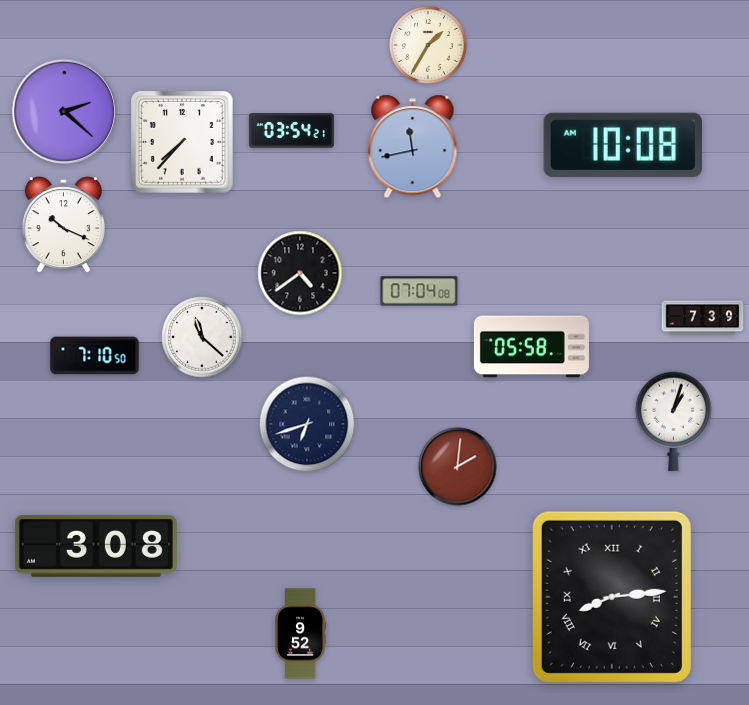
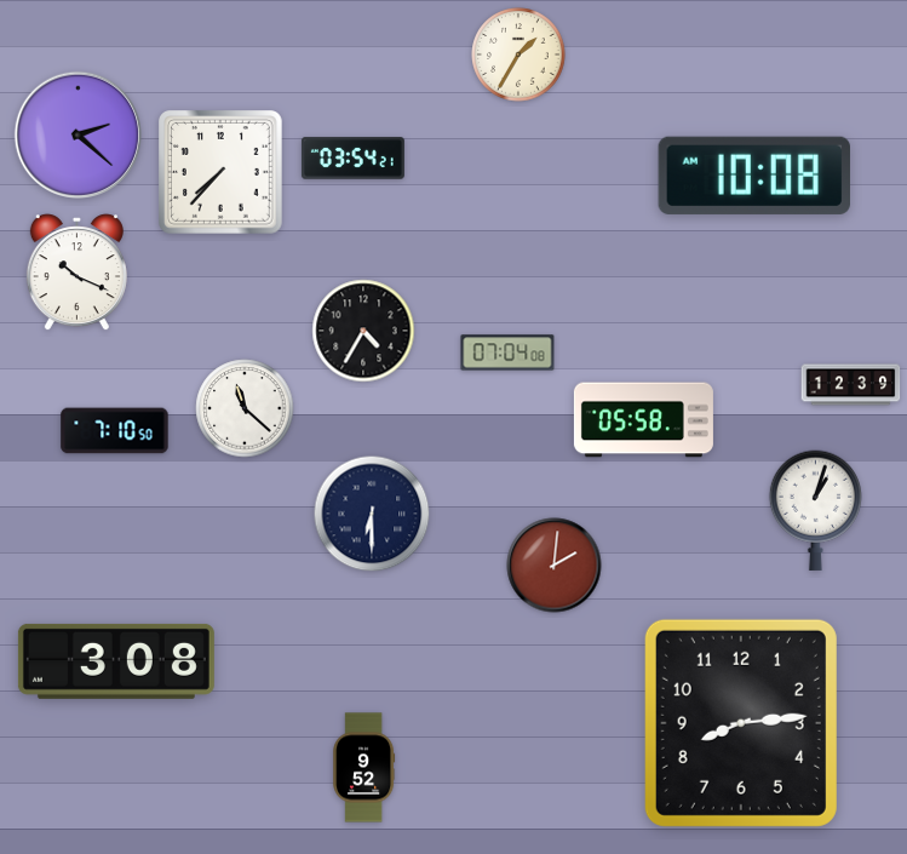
clock at (413, 147): 11:43 -> none
clock at (300, 273): 4:39 -> 4:35
clock at (703, 318): 7:39 -> 12:39
clock at (307, 424): 6:42 -> 6:30
clock at (612, 597) numerals: Roman -> Arabic
